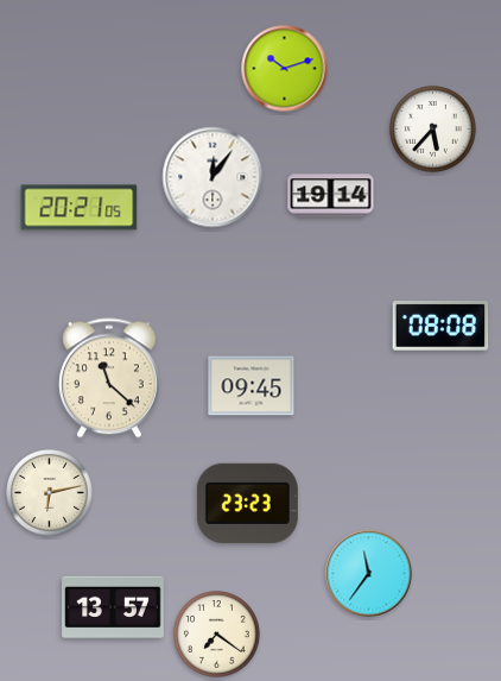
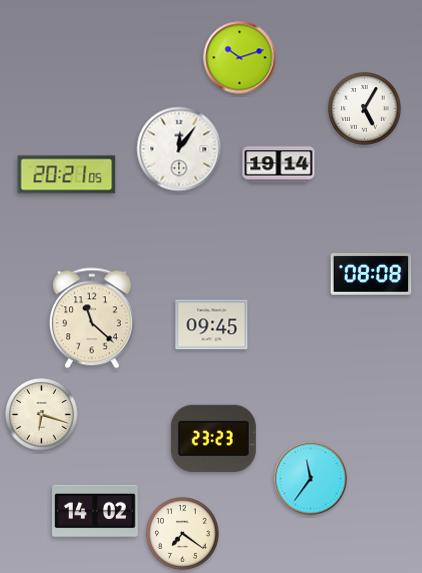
clock at (433, 130): 5:37 -> 5:05
clock at (50, 493): 6:13 -> 6:18
clock at (247, 503) position: (247, 503) -> (213, 438)
clock at (369, 574) position: (369, 574) -> (311, 479)
clock at (114, 607): 13:57 -> 14:02
